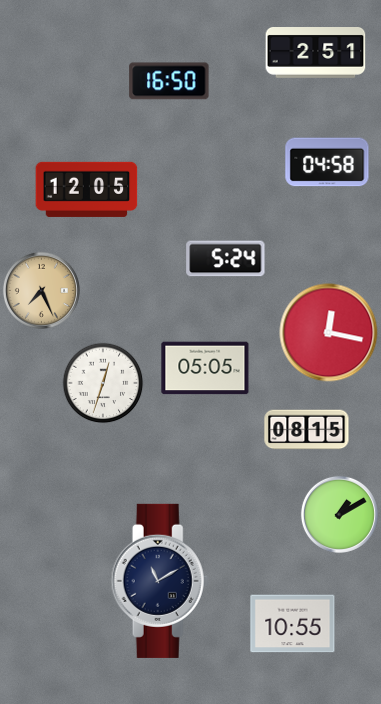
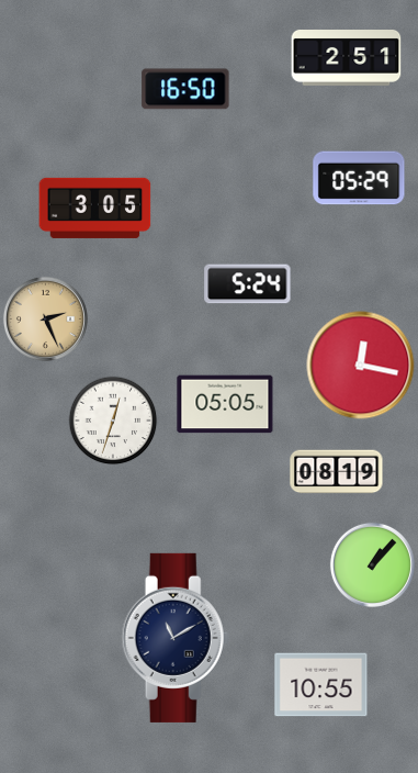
clock at (327, 162): 04:58 -> 05:29
clock at (87, 189): 12:05 -> 3:05
clock at (41, 290): 7:26 -> 2:26
clock at (307, 430): 08:15 -> 08:19
clock at (339, 514): 1:10 -> 1:07
